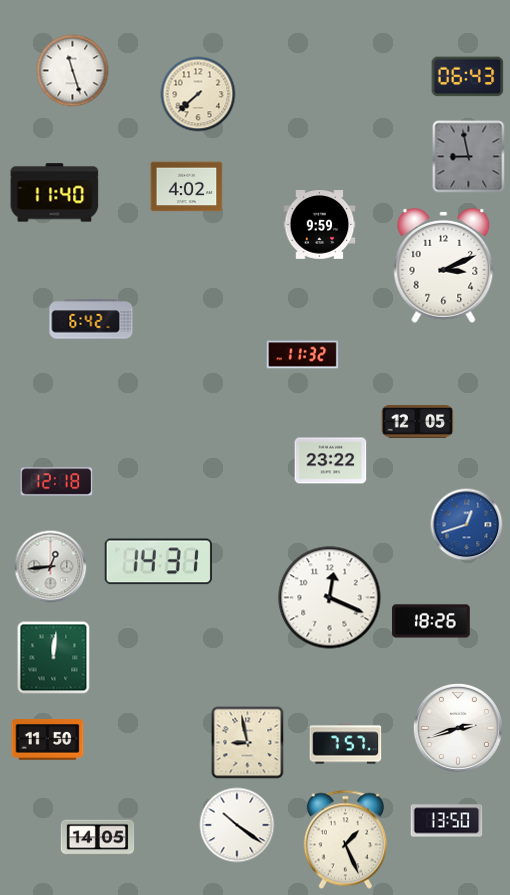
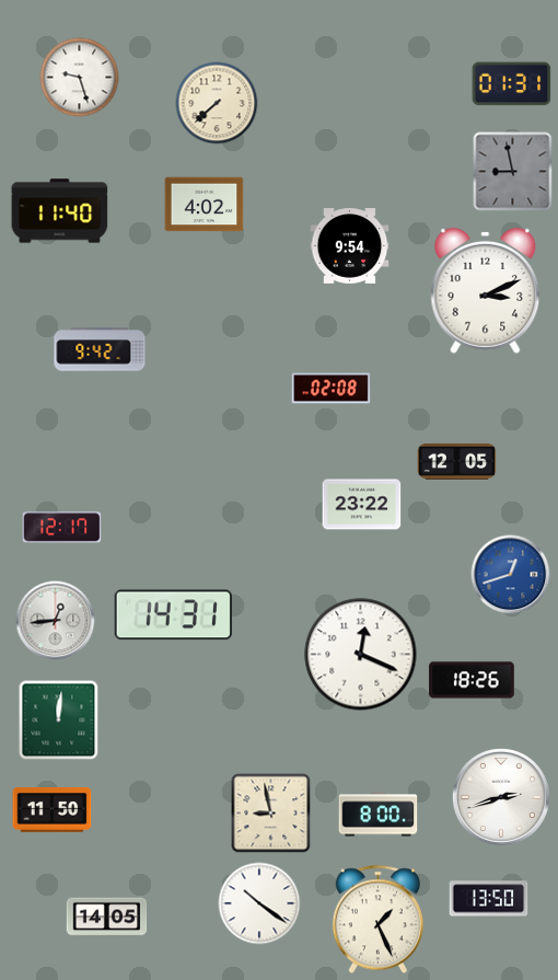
clock at (73, 71): 11:27 -> 9:27
clock at (468, 77): 06:43 -> 01:31
clock at (320, 225): 9:59 -> 9:54
clock at (91, 319): 6:42 -> 9:42
clock at (303, 355): 11:32 -> 02:08
clock at (57, 482): 12:18 -> 12:17
clock at (346, 744): 7:57 -> 8:00
